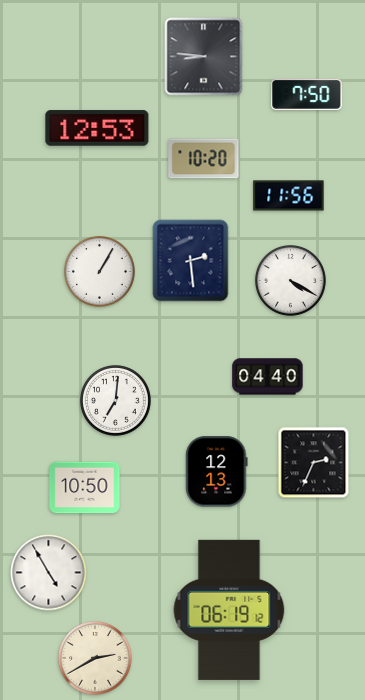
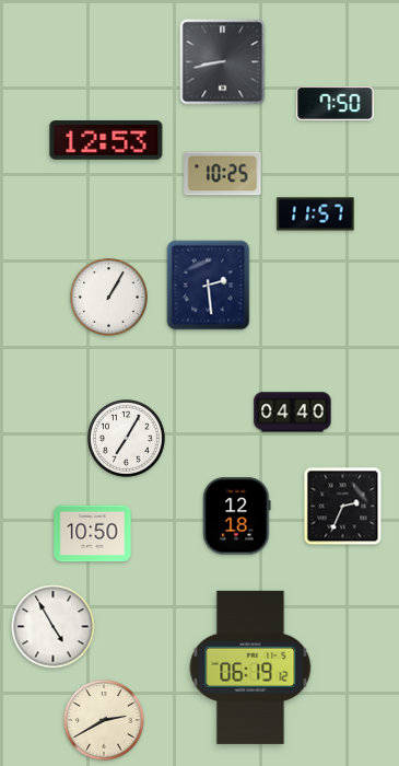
clock at (204, 57): 8:46 -> 8:43
clock at (204, 159): 10:20 -> 10:25
clock at (289, 196): 11:56 -> 11:57
clock at (291, 281): 4:20 -> none
clock at (116, 401): 7:01 -> 7:05
clock at (217, 472): 12:13 -> 12:18
